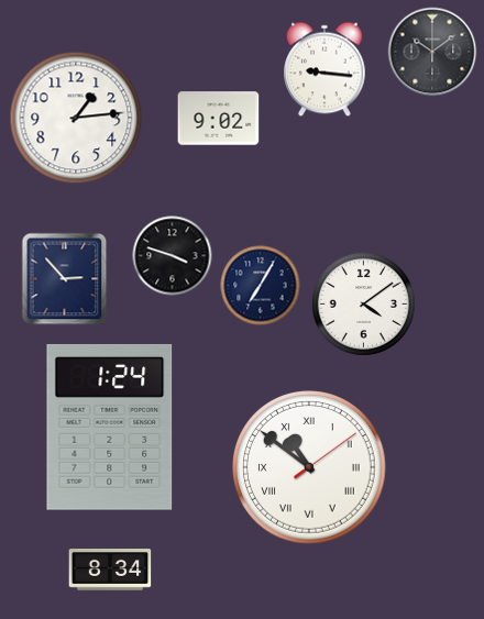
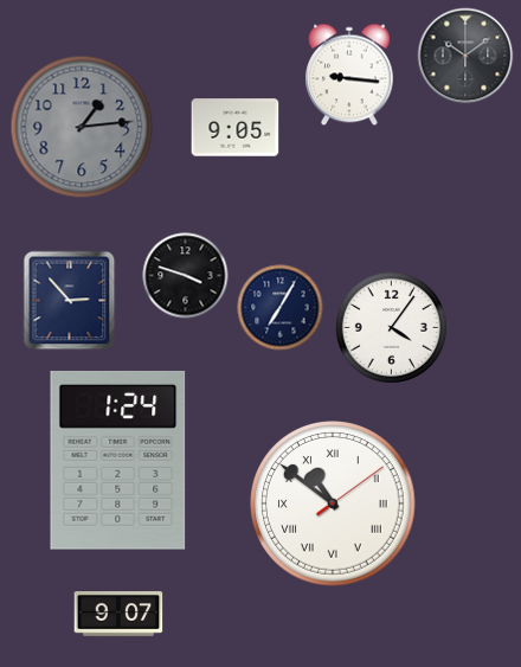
clock at (76, 118) dial: white -> grey
clock at (219, 119): 9:02 -> 9:05
clock at (363, 303): 4:09 -> 4:06
clock at (110, 570): 8:34 -> 9:07
